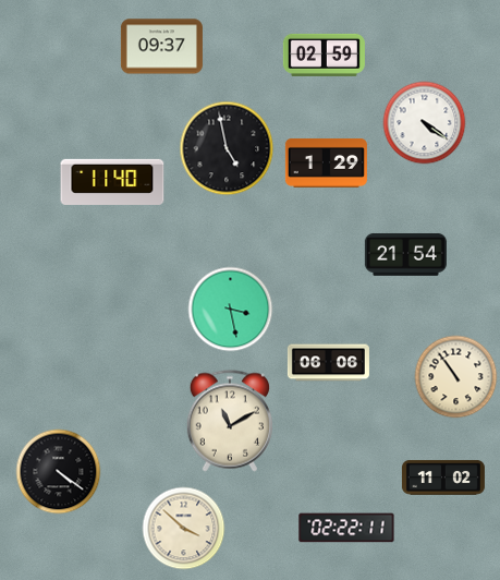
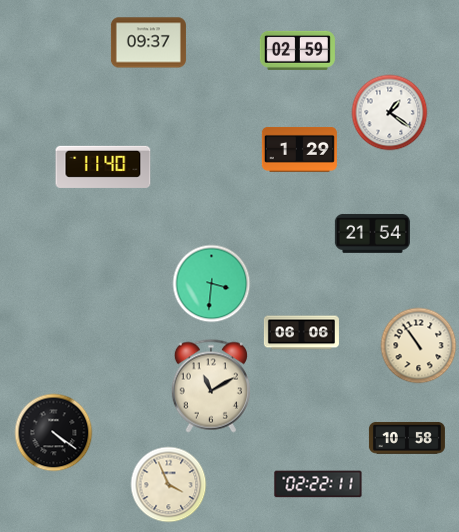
clock at (425, 123): 4:21 -> 1:21
clock at (227, 148): 4:58 -> none
clock at (231, 310): 3:28 -> 3:31
clock at (443, 478): 11:02 -> 10:58
clock at (184, 529): 3:52 -> 3:56
